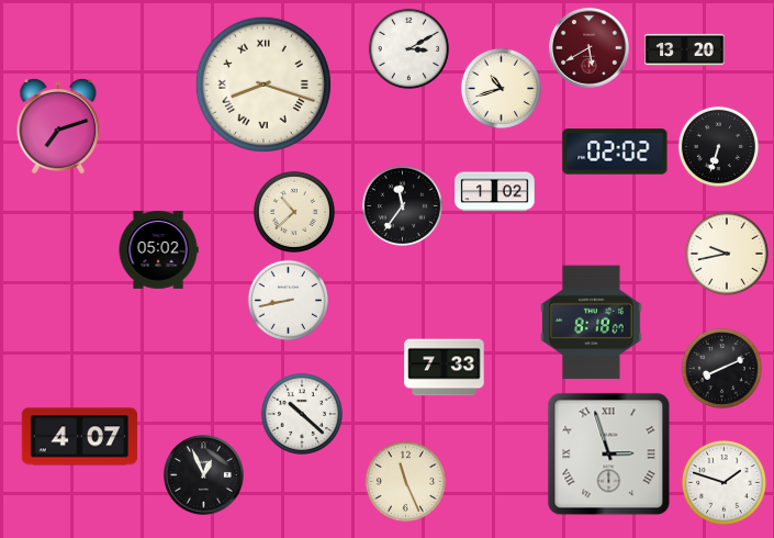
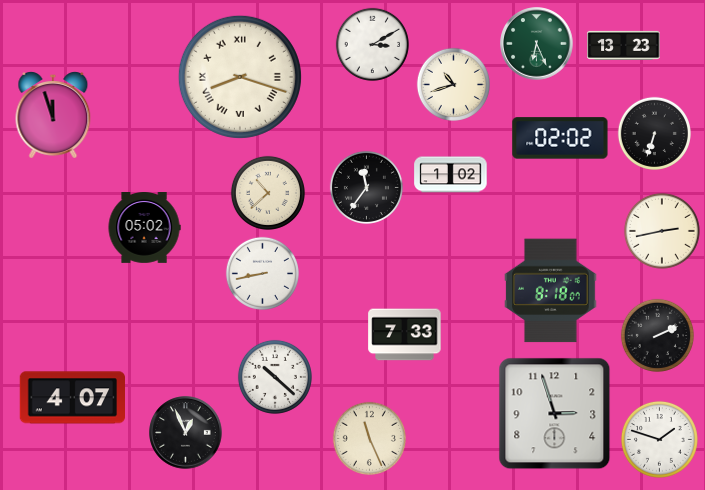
clock at (590, 48): 5:40 -> 6:26
clock at (590, 48) dial: burgundy -> green
clock at (685, 49): 13:20 -> 13:23
clock at (501, 88) position: (501, 88) -> (453, 84)
clock at (58, 126): 7:12 -> 11:57
clock at (727, 254): 9:43 -> 2:43
clock at (592, 323) position: (592, 323) -> (551, 291)
clock at (721, 368): 8:11 -> 2:11
clock at (609, 455) numerals: Roman -> Arabic
